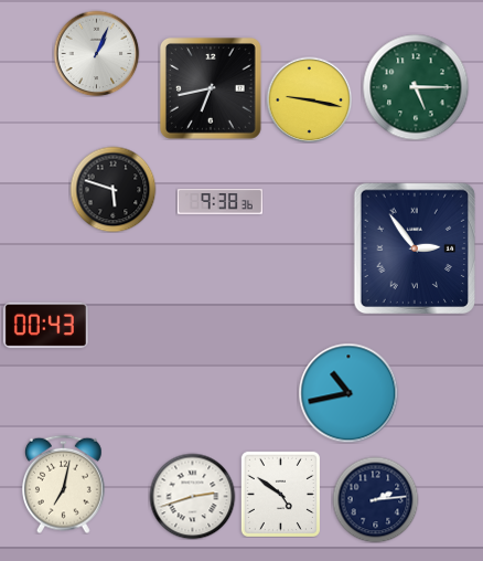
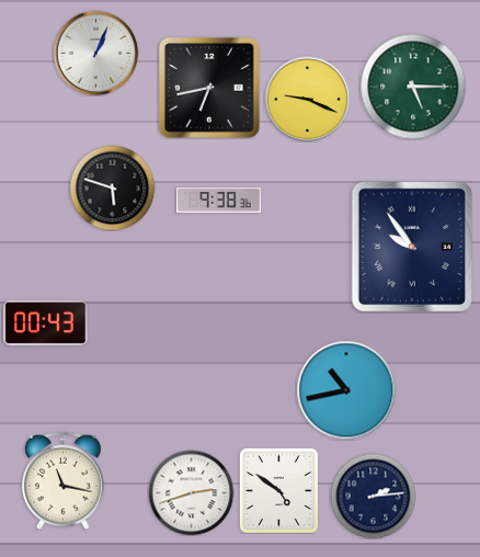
clock at (309, 99): 9:17 -> 9:19
clock at (415, 248): 2:54 -> 9:54
clock at (64, 484): 7:02 -> 11:17
